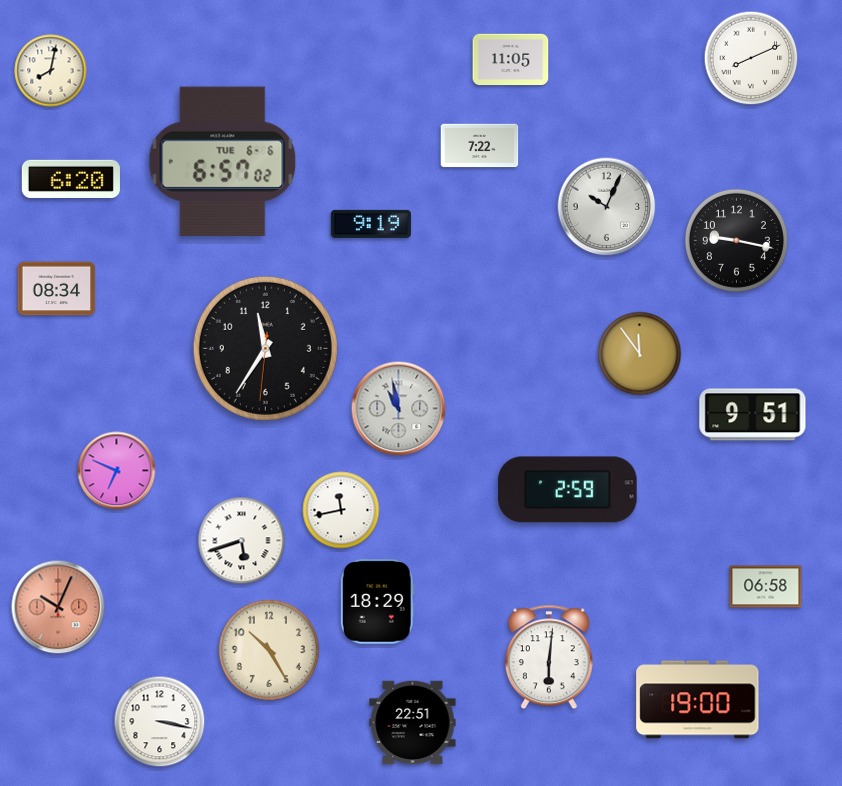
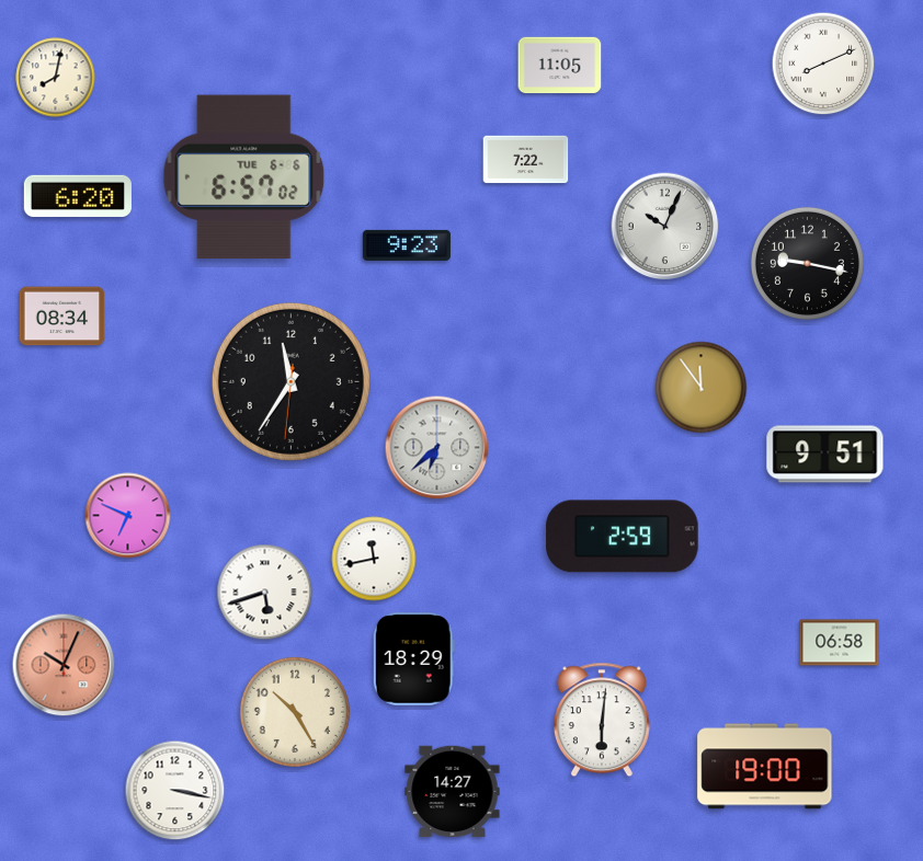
clock at (371, 224): 9:19 -> 9:23
clock at (399, 409): 10:58 -> 6:38
clock at (413, 723): 22:51 -> 14:27
